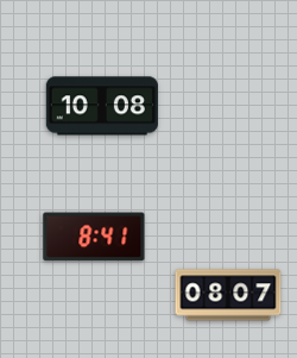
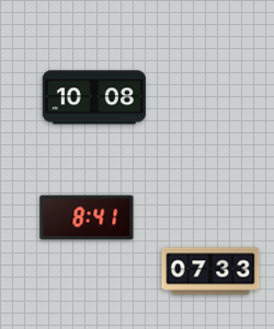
clock at (228, 295): 08:07 -> 07:33
